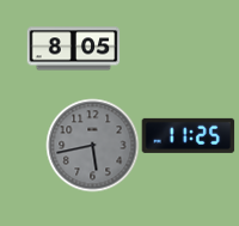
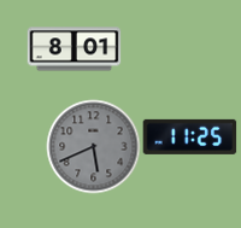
clock at (73, 49): 8:05 -> 8:01
clock at (92, 145): 5:43 -> 5:41
